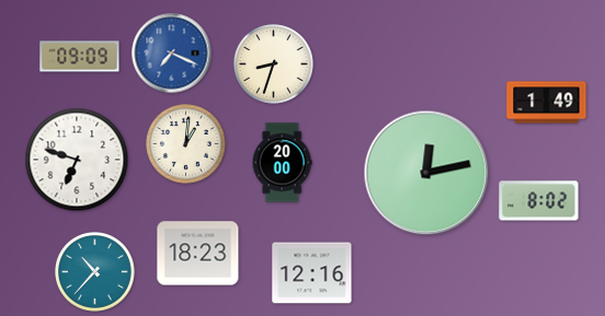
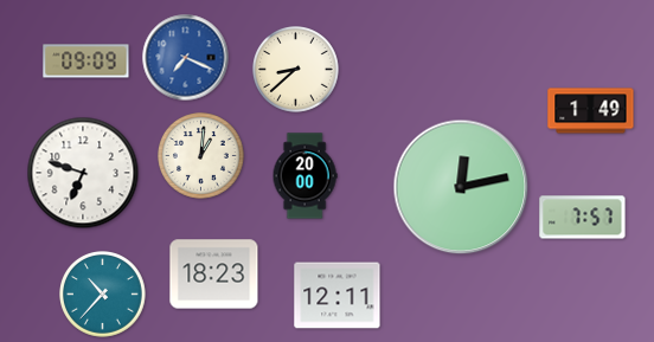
clock at (274, 65): 8:33 -> 8:38
clock at (539, 201): 8:02 -> 7:57
clock at (312, 273): 12:16 -> 12:11
